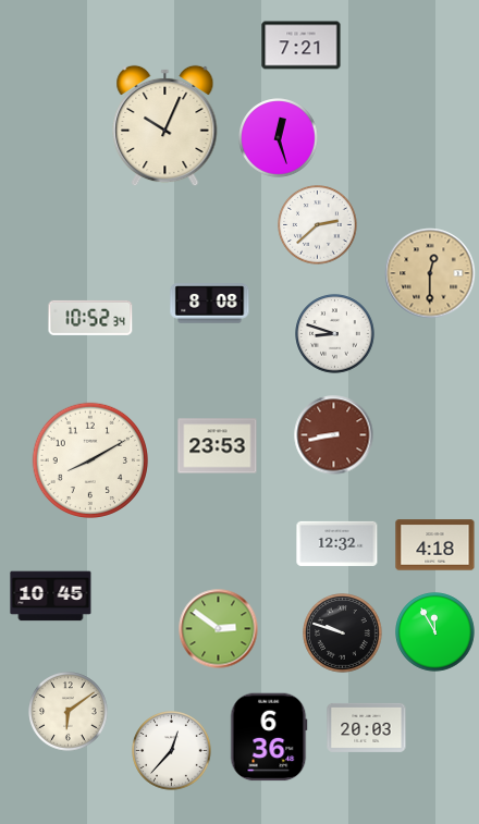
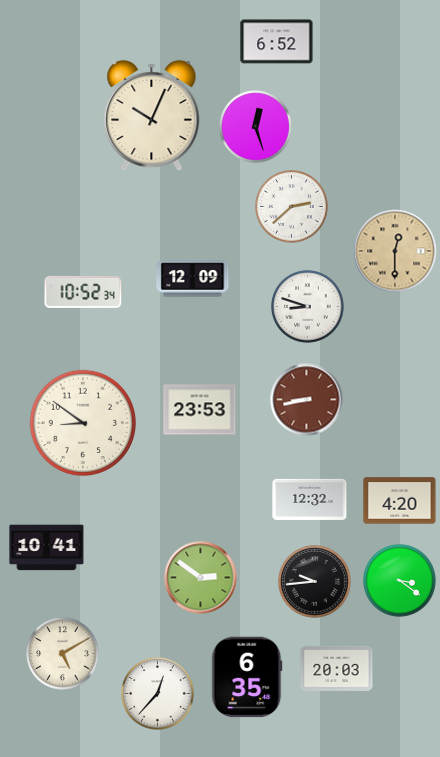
clock at (302, 46): 7:21 -> 6:52
clock at (210, 304): 8:08 -> 12:09
clock at (90, 460): 8:10 -> 8:51
clock at (435, 545): 4:18 -> 4:20
clock at (51, 597): 10:45 -> 10:41
clock at (435, 632): 11:55 -> 3:21
clock at (343, 634): 9:48 -> 9:44
clock at (69, 712): 6:09 -> 5:10
clock at (269, 737): 6:36 -> 6:35
clock at (172, 751) position: (172, 751) -> (158, 694)
